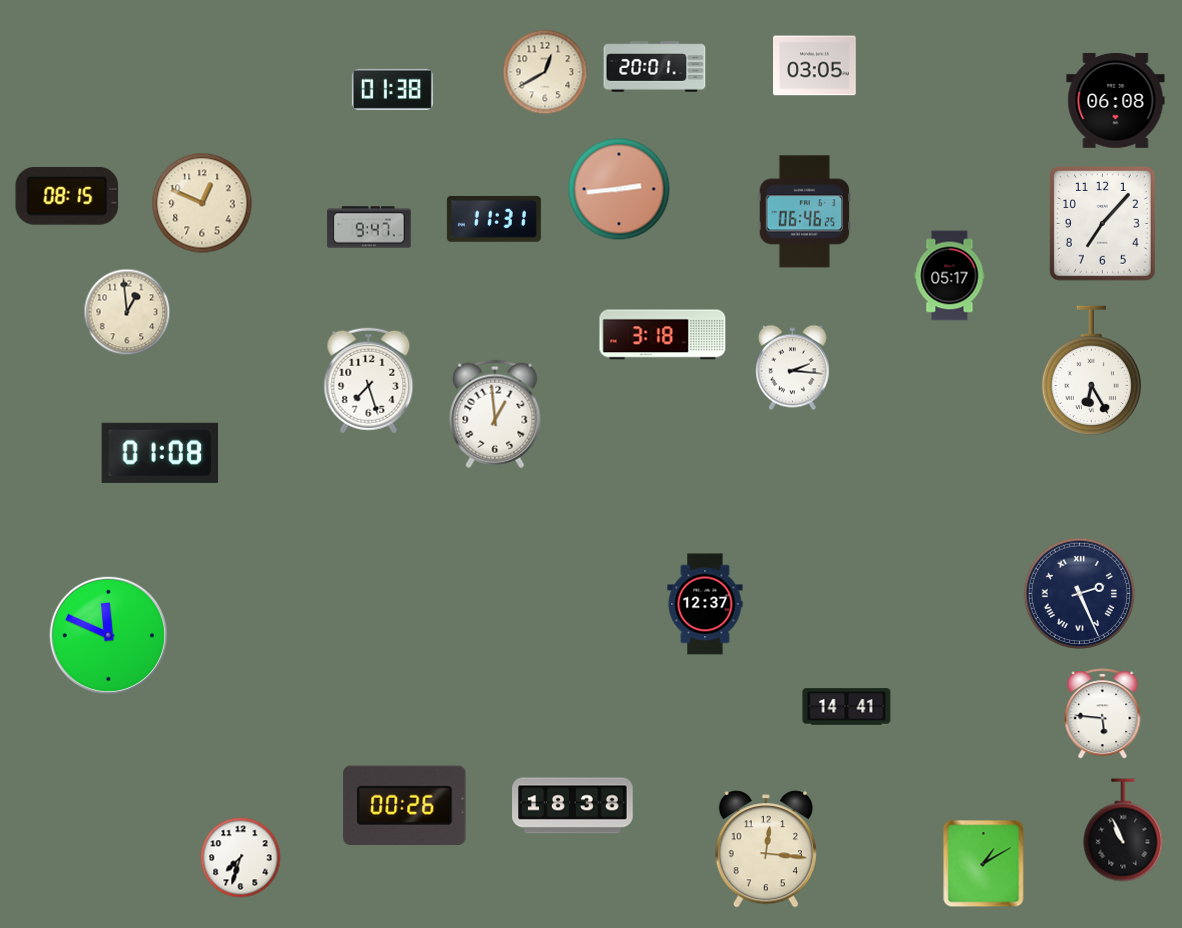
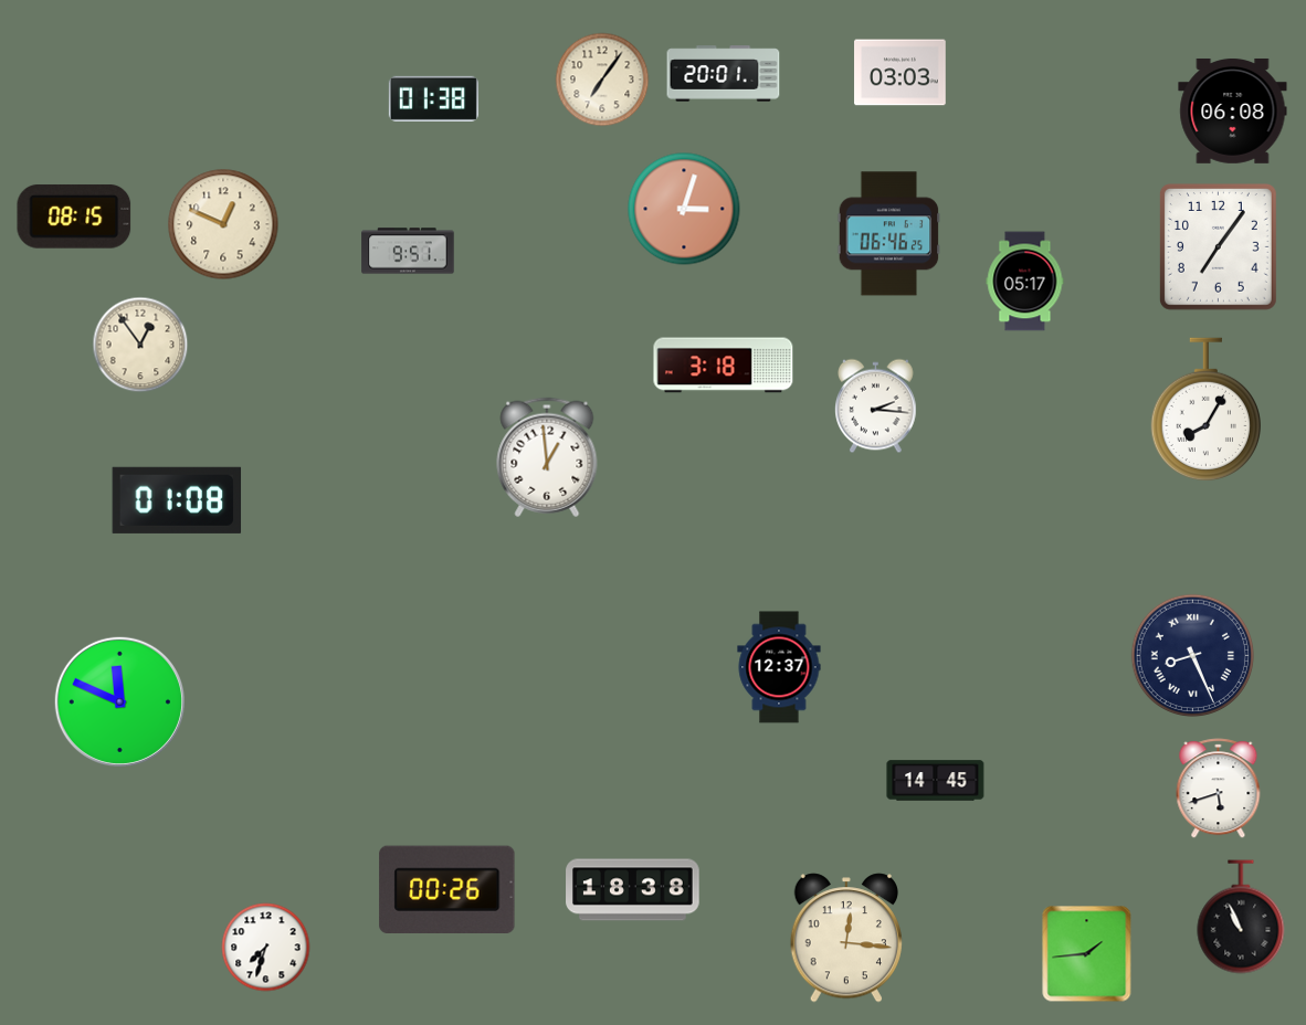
clock at (815, 66): 03:05 -> 03:03
clock at (545, 72): 12:40 -> 7:06
clock at (619, 189): 2:44 -> 3:03
clock at (494, 219): 11:31 -> none
clock at (1102, 223): 7:07 -> 7:06
clock at (369, 227): 9:47 -> 9:51
clock at (950, 276) position: (950, 276) -> (1025, 282)
clock at (127, 312): 12:59 -> 12:54
clock at (663, 335) position: (663, 335) -> (724, 366)
clock at (1091, 371): 6:25 -> 8:05
clock at (369, 381): 7:27 -> none
clock at (1079, 593): 2:26 -> 8:26
clock at (847, 707): 14:41 -> 14:45
clock at (1103, 714): 5:46 -> 5:42
clock at (984, 864): 1:10 -> 1:44
